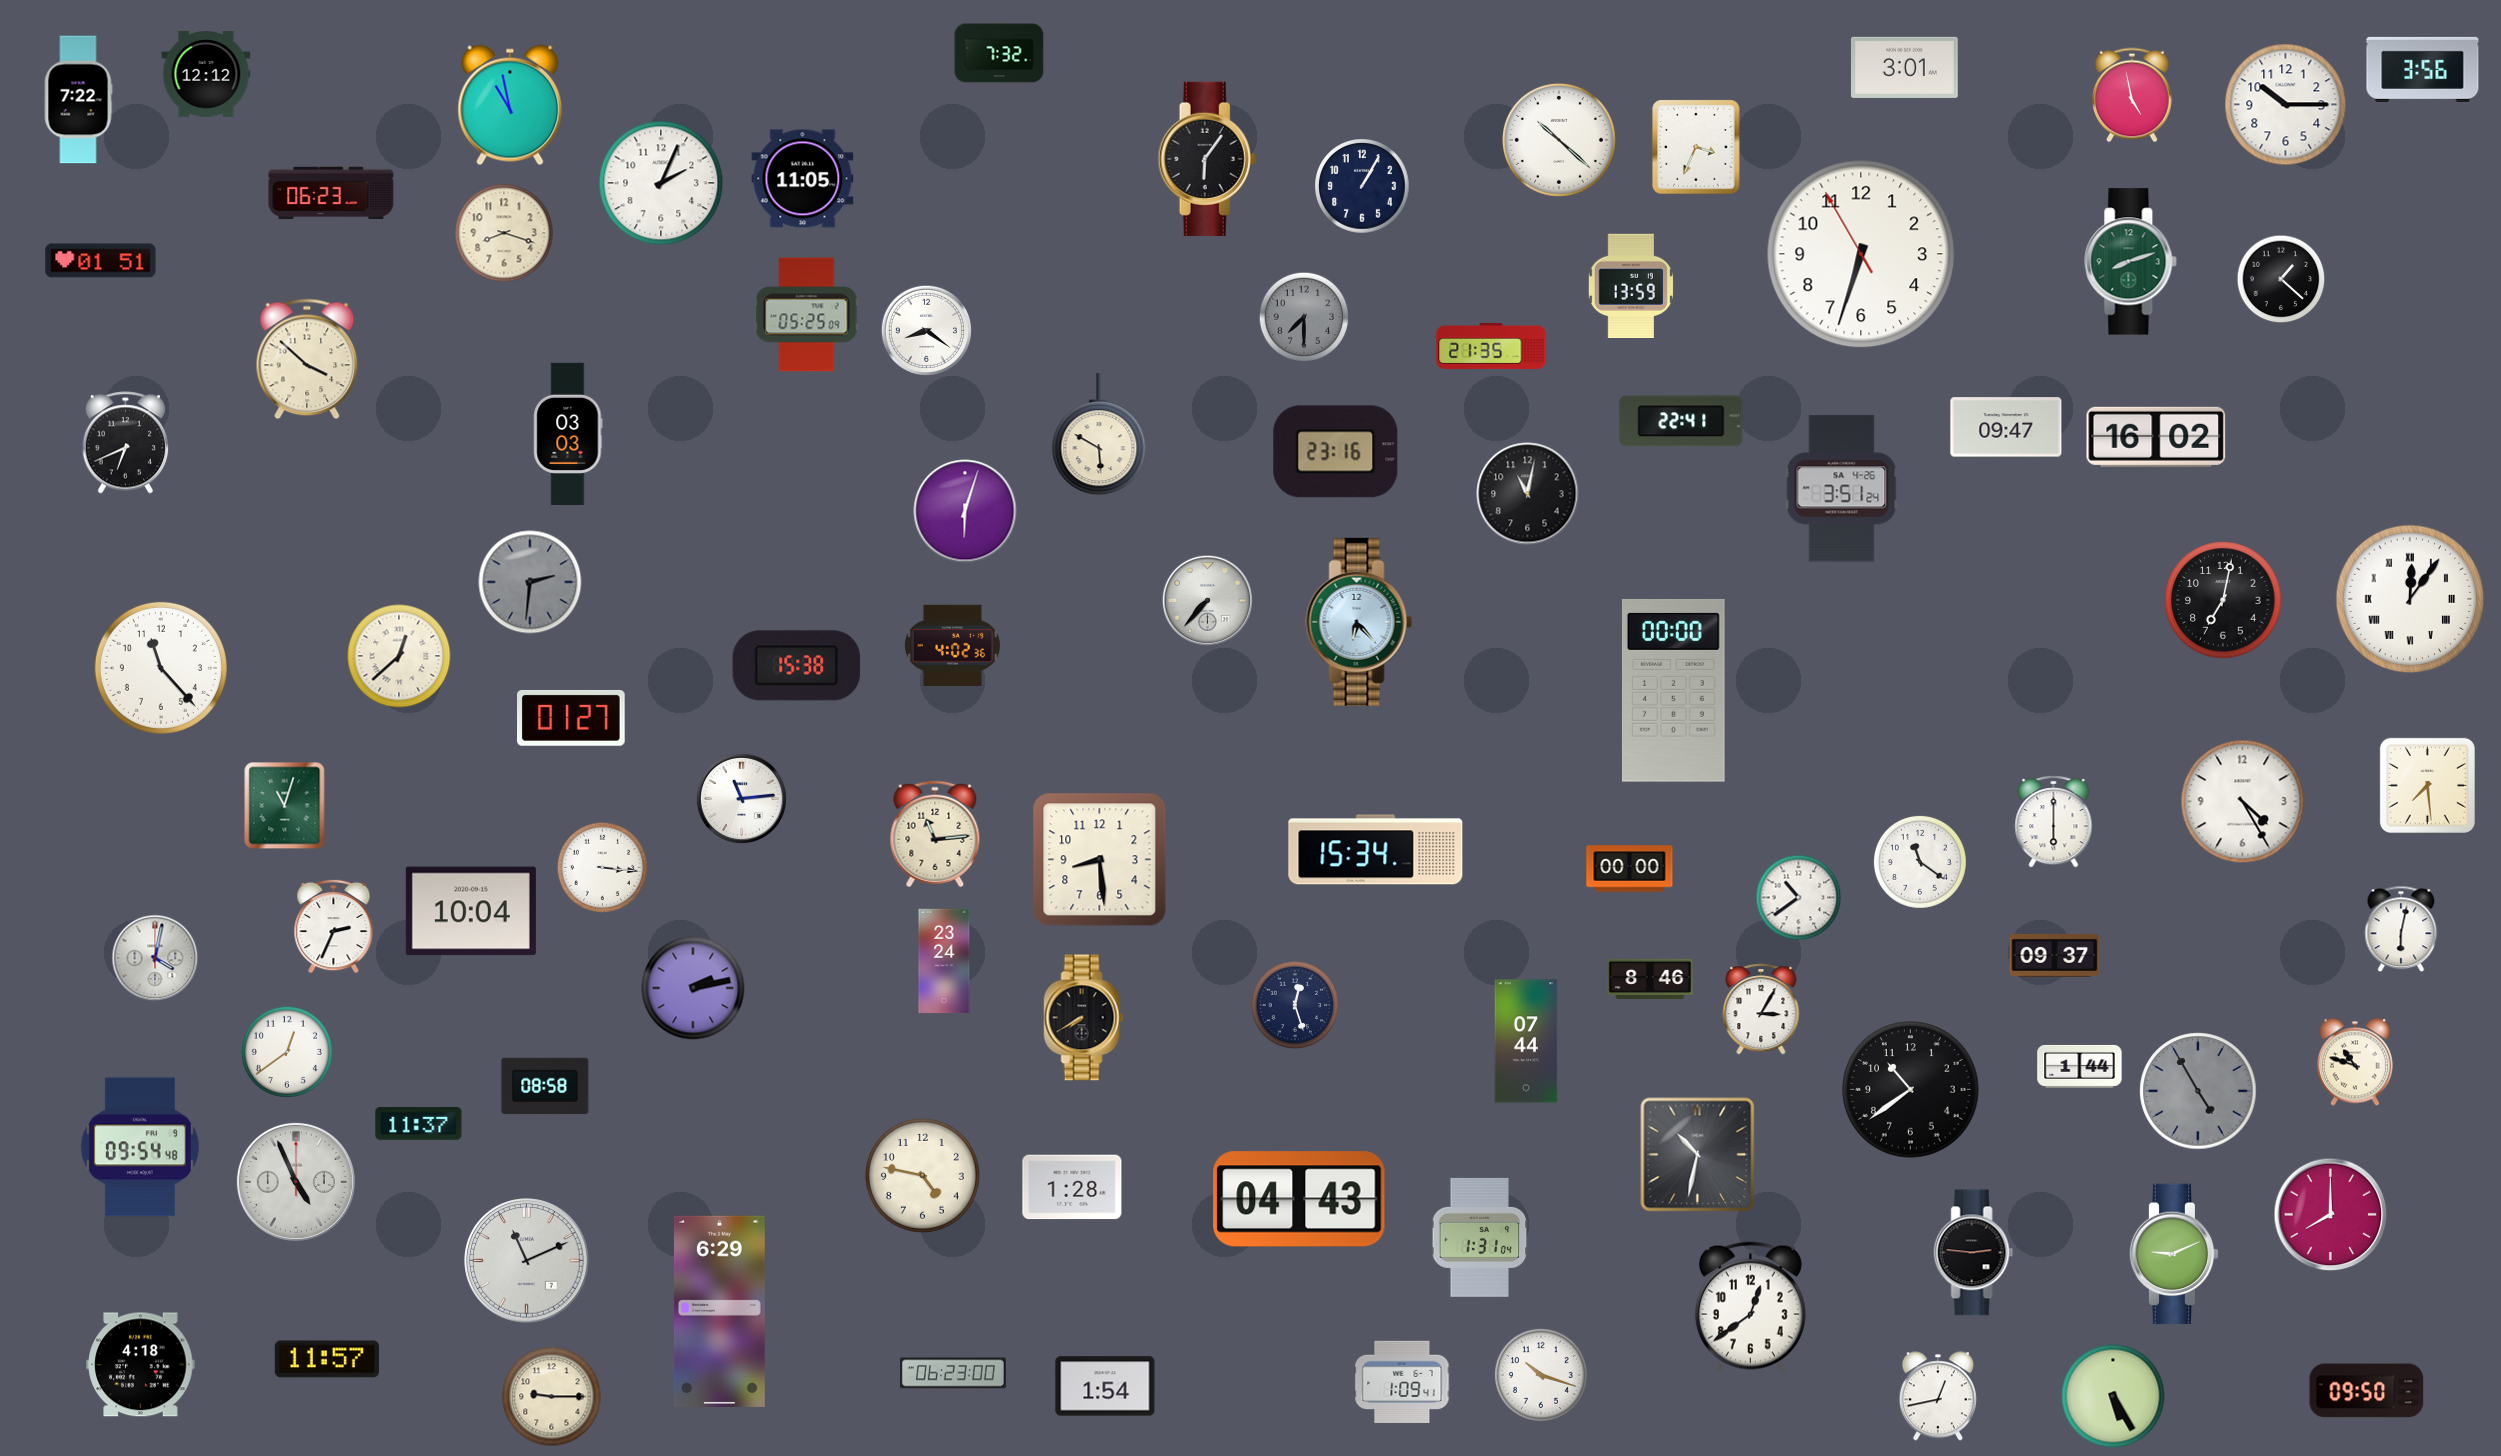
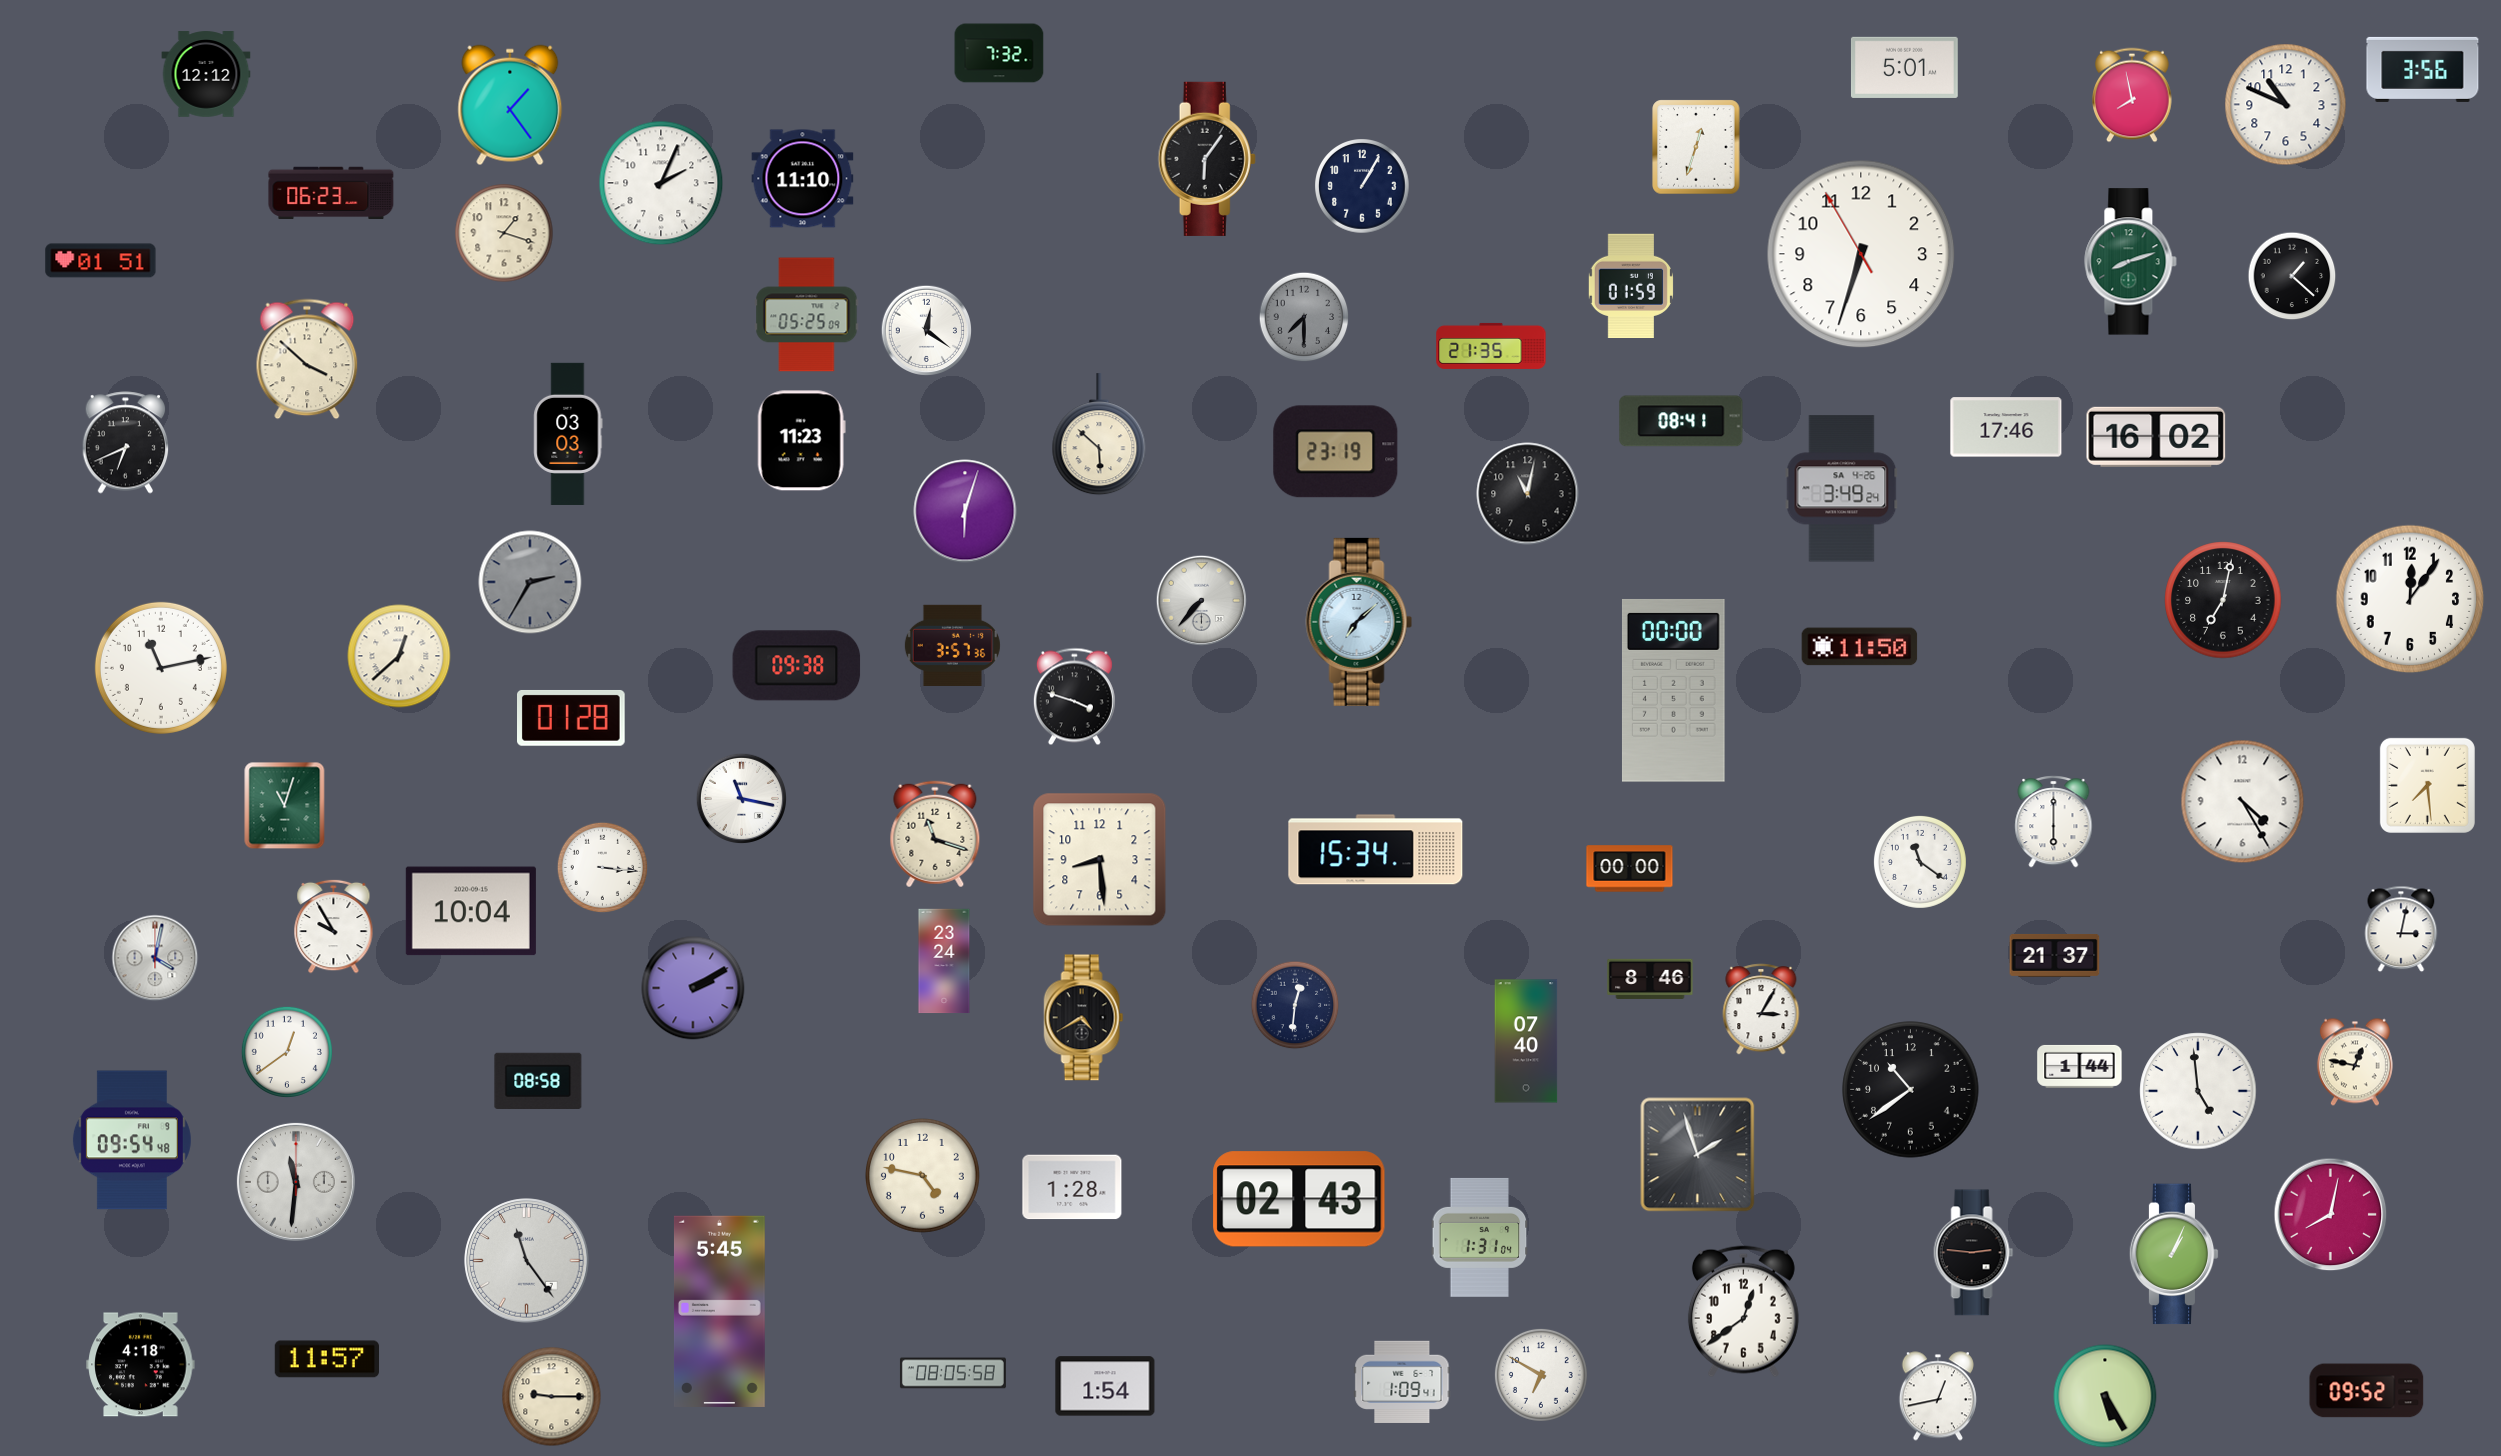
clock at (1904, 67): 3:01 -> 5:01
clock at (2132, 95): 4:58 -> 7:58
clock at (78, 100): 7:22 -> none
clock at (510, 105): 10:58 -> 1:24
clock at (2286, 105): 10:15 -> 10:49
clock at (1559, 140): 10:22 -> none
clock at (1696, 147): 3:34 -> 12:33
clock at (803, 179): 11:05 -> 11:10
clock at (504, 233): 8:18 -> 1:18
clock at (2281, 279) position: (2281, 279) -> (2292, 276)
clock at (1631, 285): 13:59 -> 01:59
clock at (926, 330): 8:21 -> 12:21
clock at (1681, 421): 22:41 -> 08:41
clock at (2006, 427): 09:47 -> 17:46
clock at (1099, 435): 5:50 -> 5:52
clock at (801, 441): none -> 11:23
clock at (1336, 452): 23:16 -> 23:19
clock at (1842, 489): 3:51 -> 3:49
clock at (530, 582): 2:31 -> 2:35
clock at (2410, 599) numerals: Roman -> Arabic
clock at (1207, 600) position: (1207, 600) -> (1201, 600)
clock at (1359, 622): 6:23 -> 7:08
clock at (952, 645): 4:02 -> 3:57
clock at (1860, 647): none -> 11:50
clock at (797, 666): 15:38 -> 09:38
clock at (161, 668): 11:23 -> 11:13
clock at (1074, 697): none -> 3:48
clock at (572, 718): 01:27 -> 01:28
clock at (741, 798): 11:14 -> 11:17
clock at (935, 834): 11:14 -> 11:18
clock at (1799, 898): 10:39 -> none
clock at (334, 926): 2:34 -> 9:55
clock at (2401, 929): 6:02 -> 3:02
clock at (2055, 955): 09:37 -> 21:37
clock at (693, 988): 2:13 -> 2:10
clock at (1295, 1005): 12:27 -> 12:31
clock at (1084, 1018): 7:40 -> 4:40
clock at (1526, 1041): 07:44 -> 07:40
clock at (2355, 1062): 10:48 -> 12:47
clock at (545, 1086) position: (545, 1086) -> (538, 1081)
clock at (2198, 1091): 4:55 -> 4:59
clock at (2198, 1091) dial: grey -> white
clock at (419, 1124): 11:37 -> none
clock at (140, 1147) position: (140, 1147) -> (132, 1140)
clock at (1698, 1155): 10:32 -> 1:57
clock at (296, 1182): 4:56 -> 11:31
clock at (1299, 1199): 04:43 -> 02:43
clock at (2331, 1215): 8:00 -> 8:02
clock at (2174, 1254): 9:11 -> 1:04
clock at (527, 1261): 11:11 -> 11:24
clock at (1750, 1308) position: (1750, 1308) -> (1743, 1312)
clock at (719, 1311): 6:29 -> 5:45
clock at (953, 1373): 06:23 -> 08:05
clock at (1541, 1375): 10:18 -> 6:50
clock at (2367, 1391): 09:50 -> 09:52
clock at (2113, 1396) position: (2113, 1396) -> (2105, 1396)
